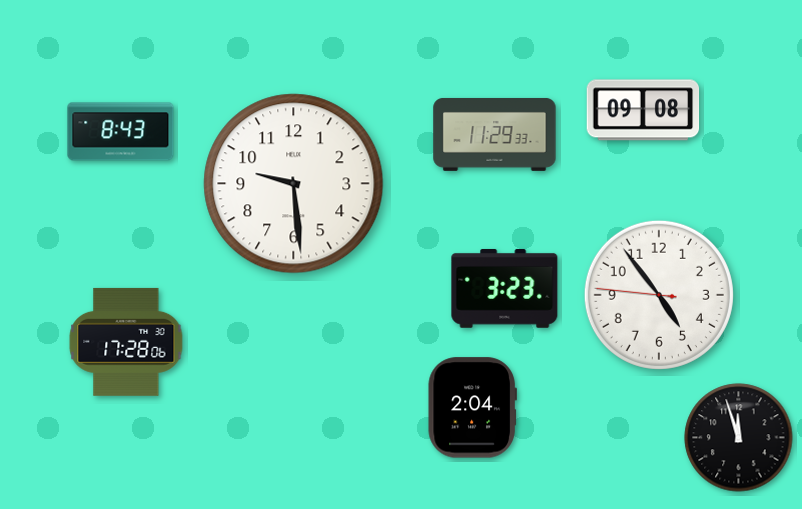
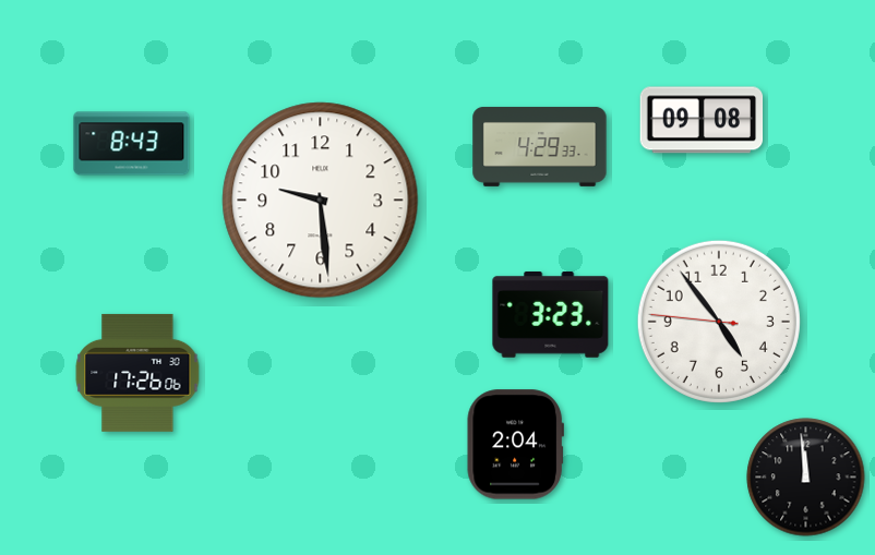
clock at (495, 134): 11:29 -> 4:29
clock at (126, 342): 17:28 -> 17:26
clock at (739, 438): 11:57 -> 11:59
